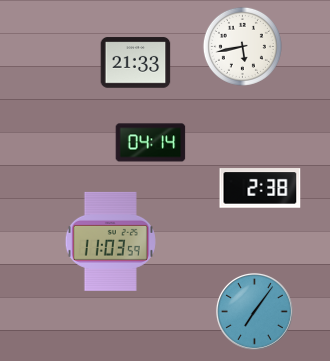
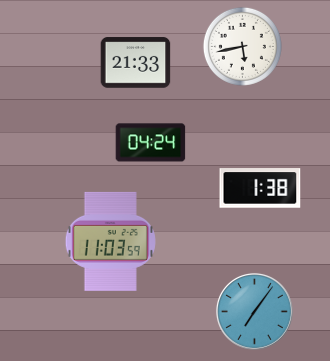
clock at (151, 143): 04:14 -> 04:24
clock at (260, 188): 2:38 -> 1:38
